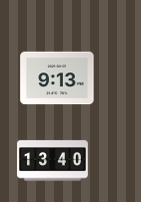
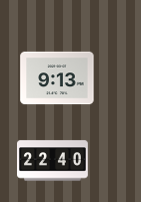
clock at (53, 161): 13:40 -> 22:40
